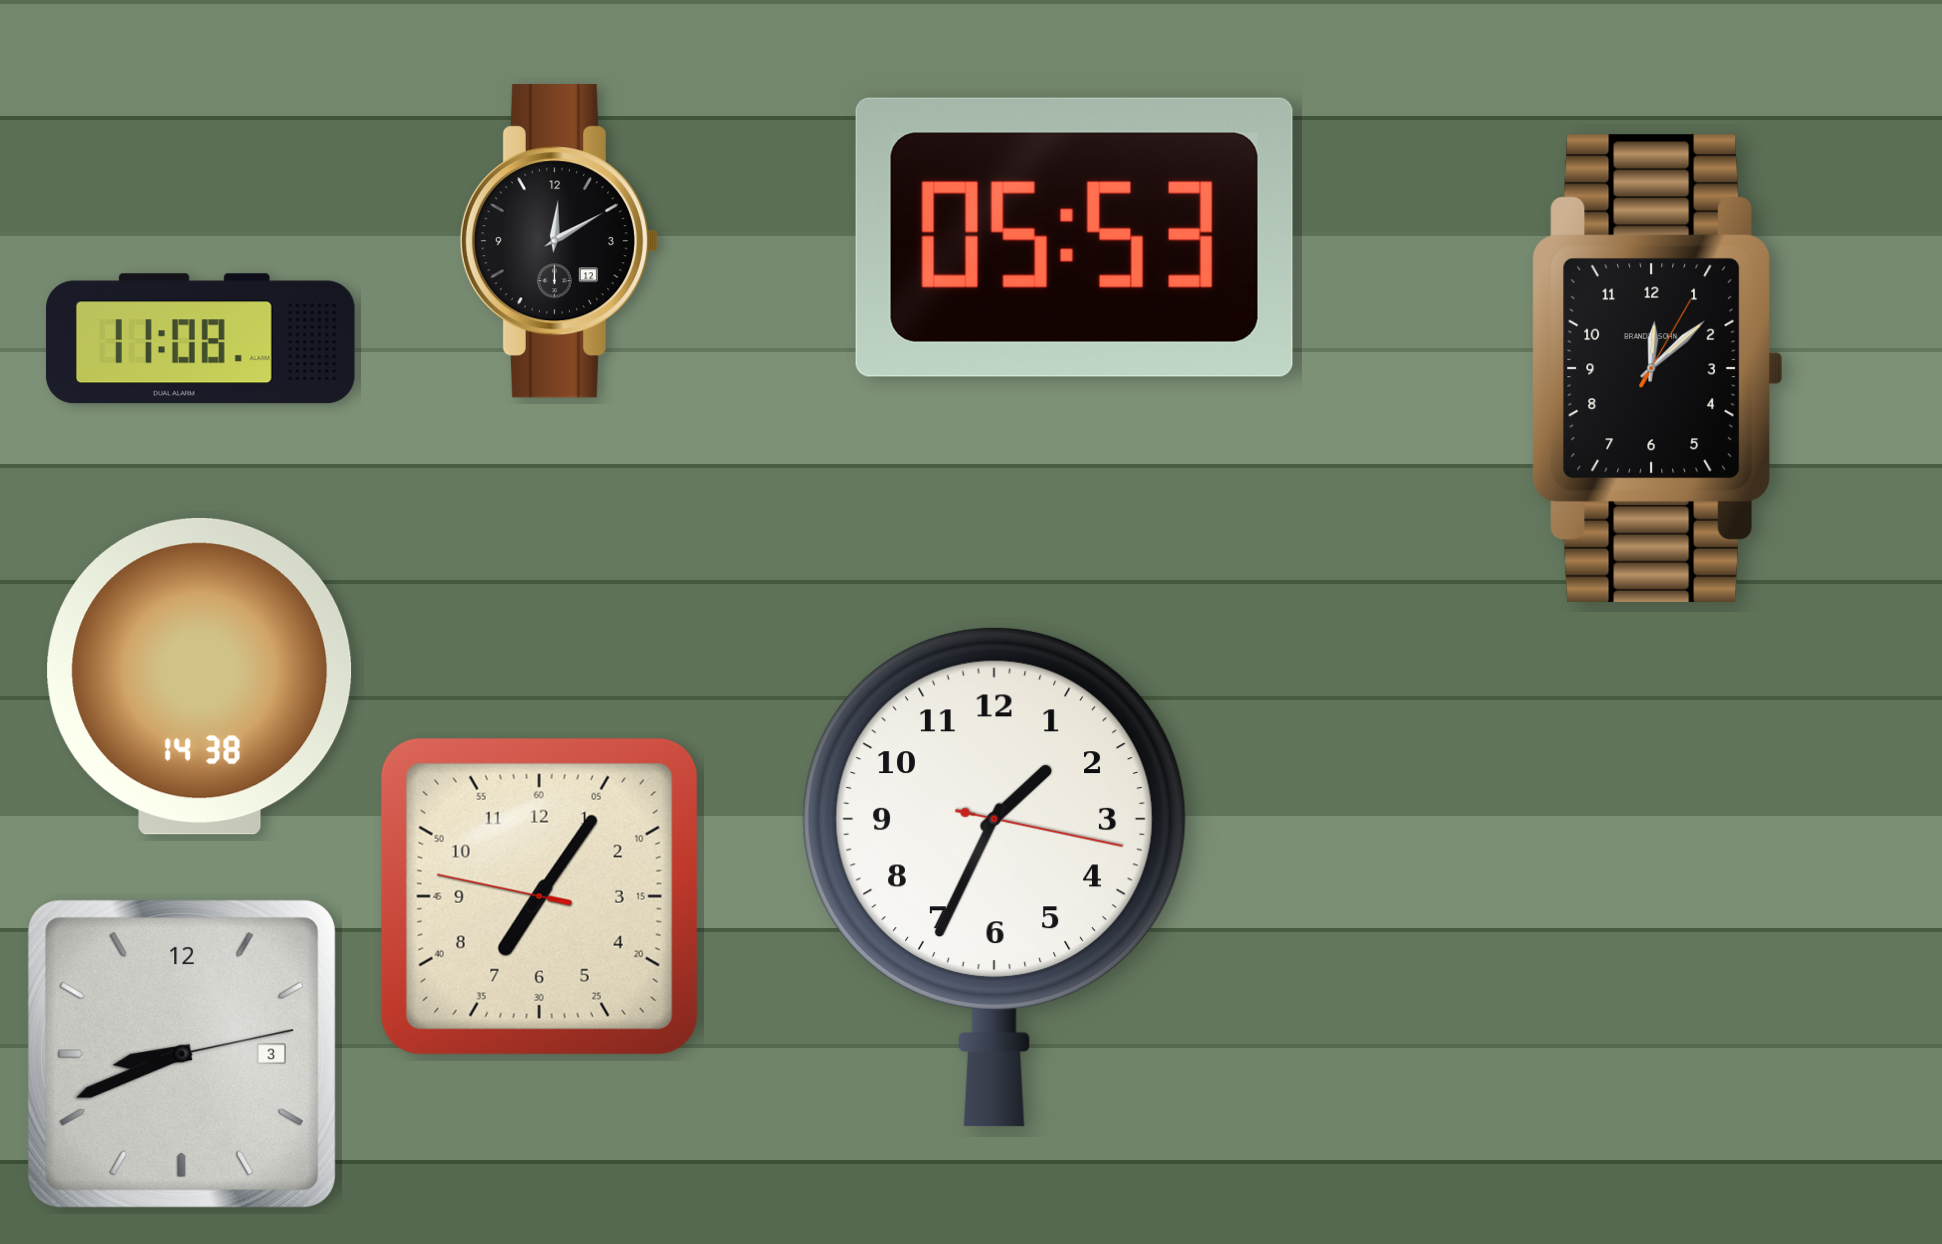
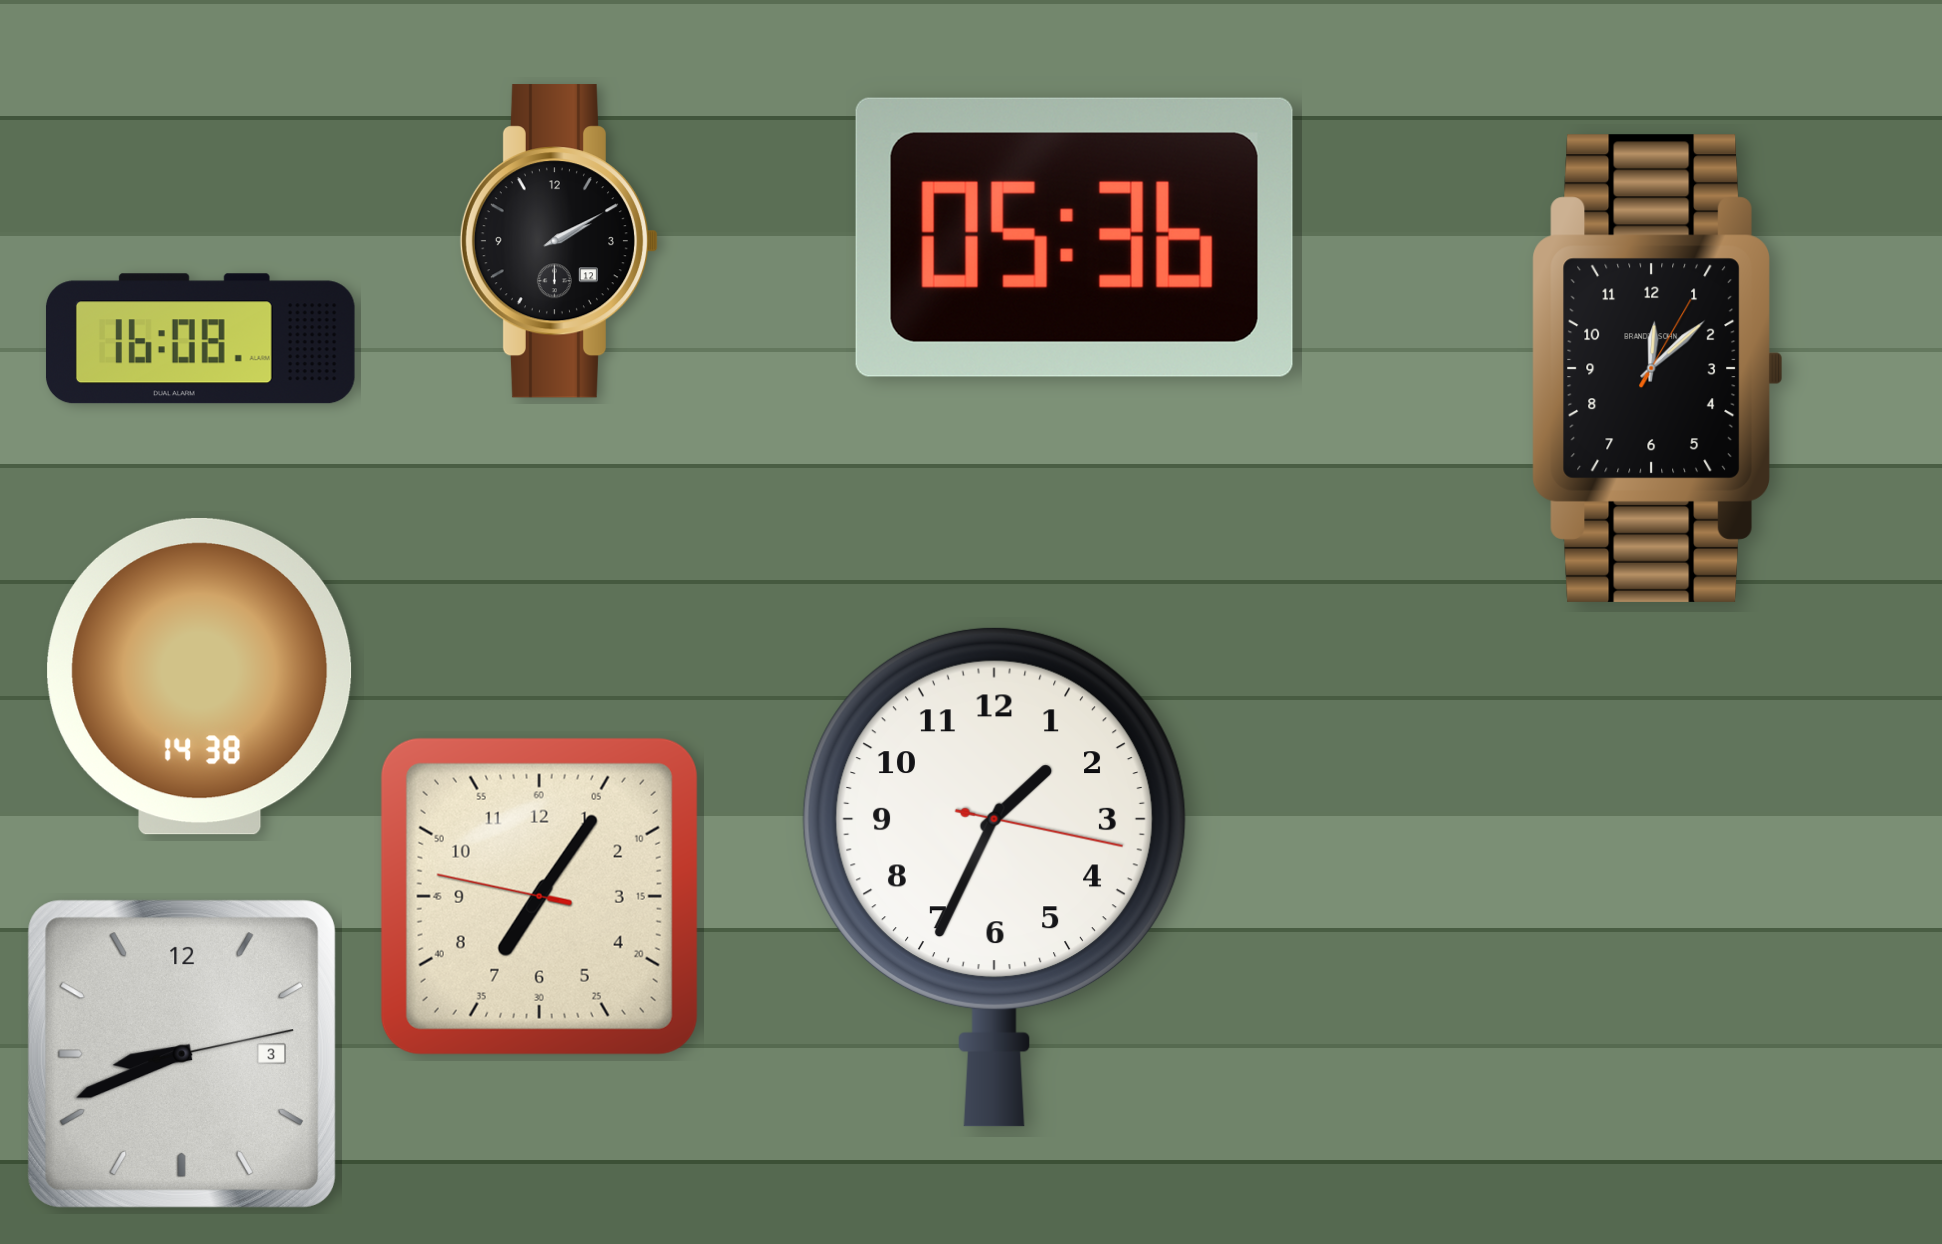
clock at (1074, 237): 05:53 -> 05:36
clock at (559, 241): 12:10 -> 2:10
clock at (200, 339): 11:08 -> 16:08
